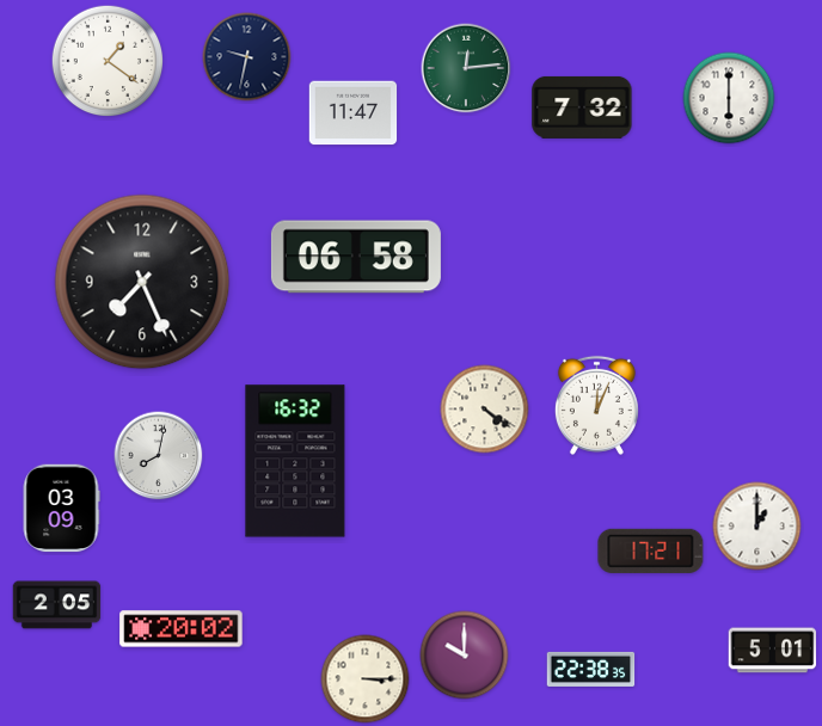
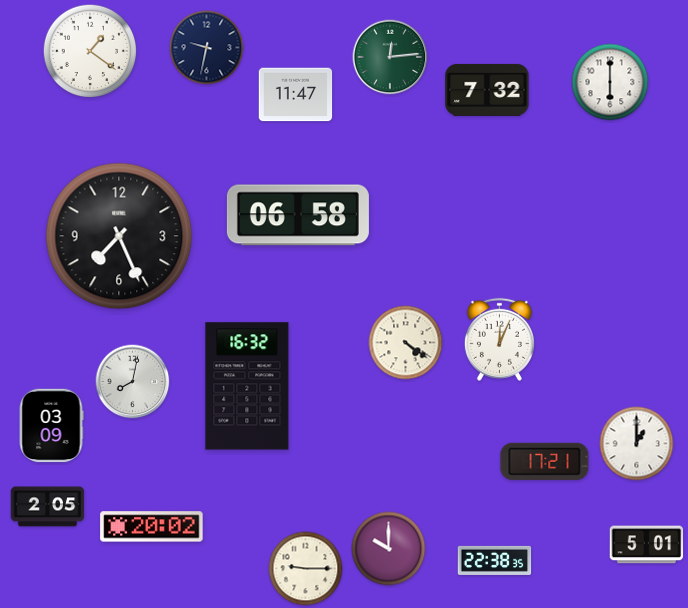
clock at (757, 527) position: (757, 527) -> (637, 444)
clock at (366, 679): 3:15 -> 9:15
